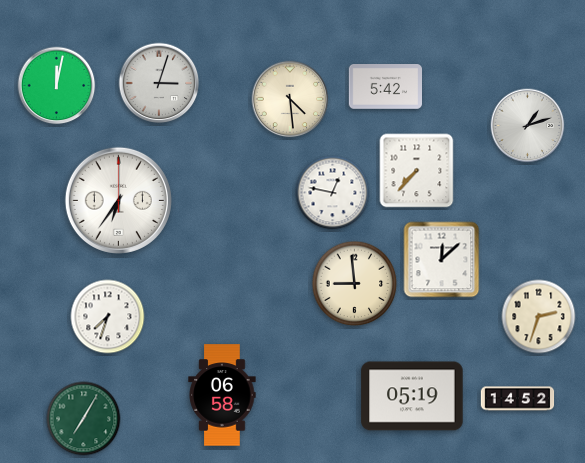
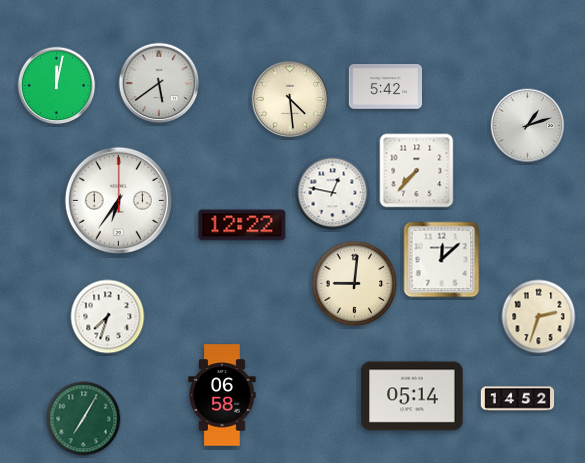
clock at (159, 83): 3:03 -> 5:39
clock at (242, 225): none -> 12:22
clock at (355, 284): 8:59 -> 9:01
clock at (412, 396): 05:19 -> 05:14
